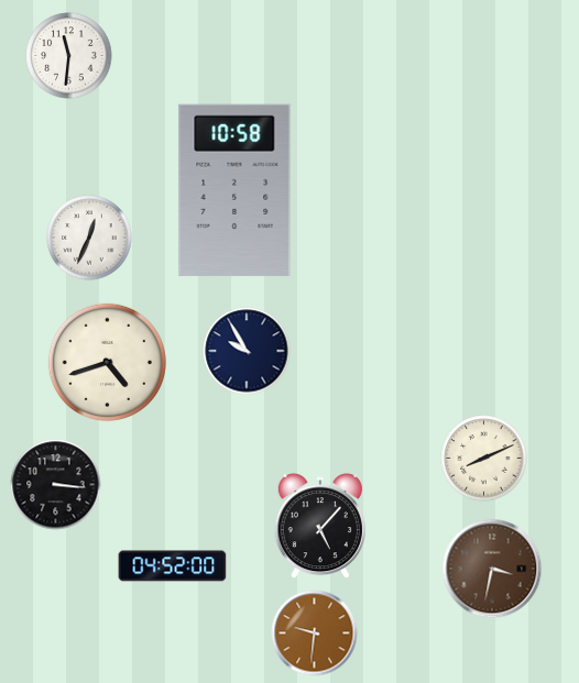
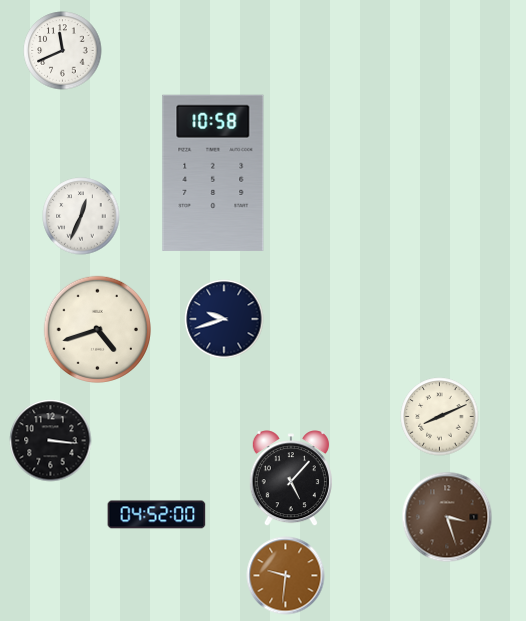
clock at (69, 56): 11:31 -> 11:41
clock at (247, 351): 9:55 -> 9:42
clock at (492, 569): 3:32 -> 3:27
